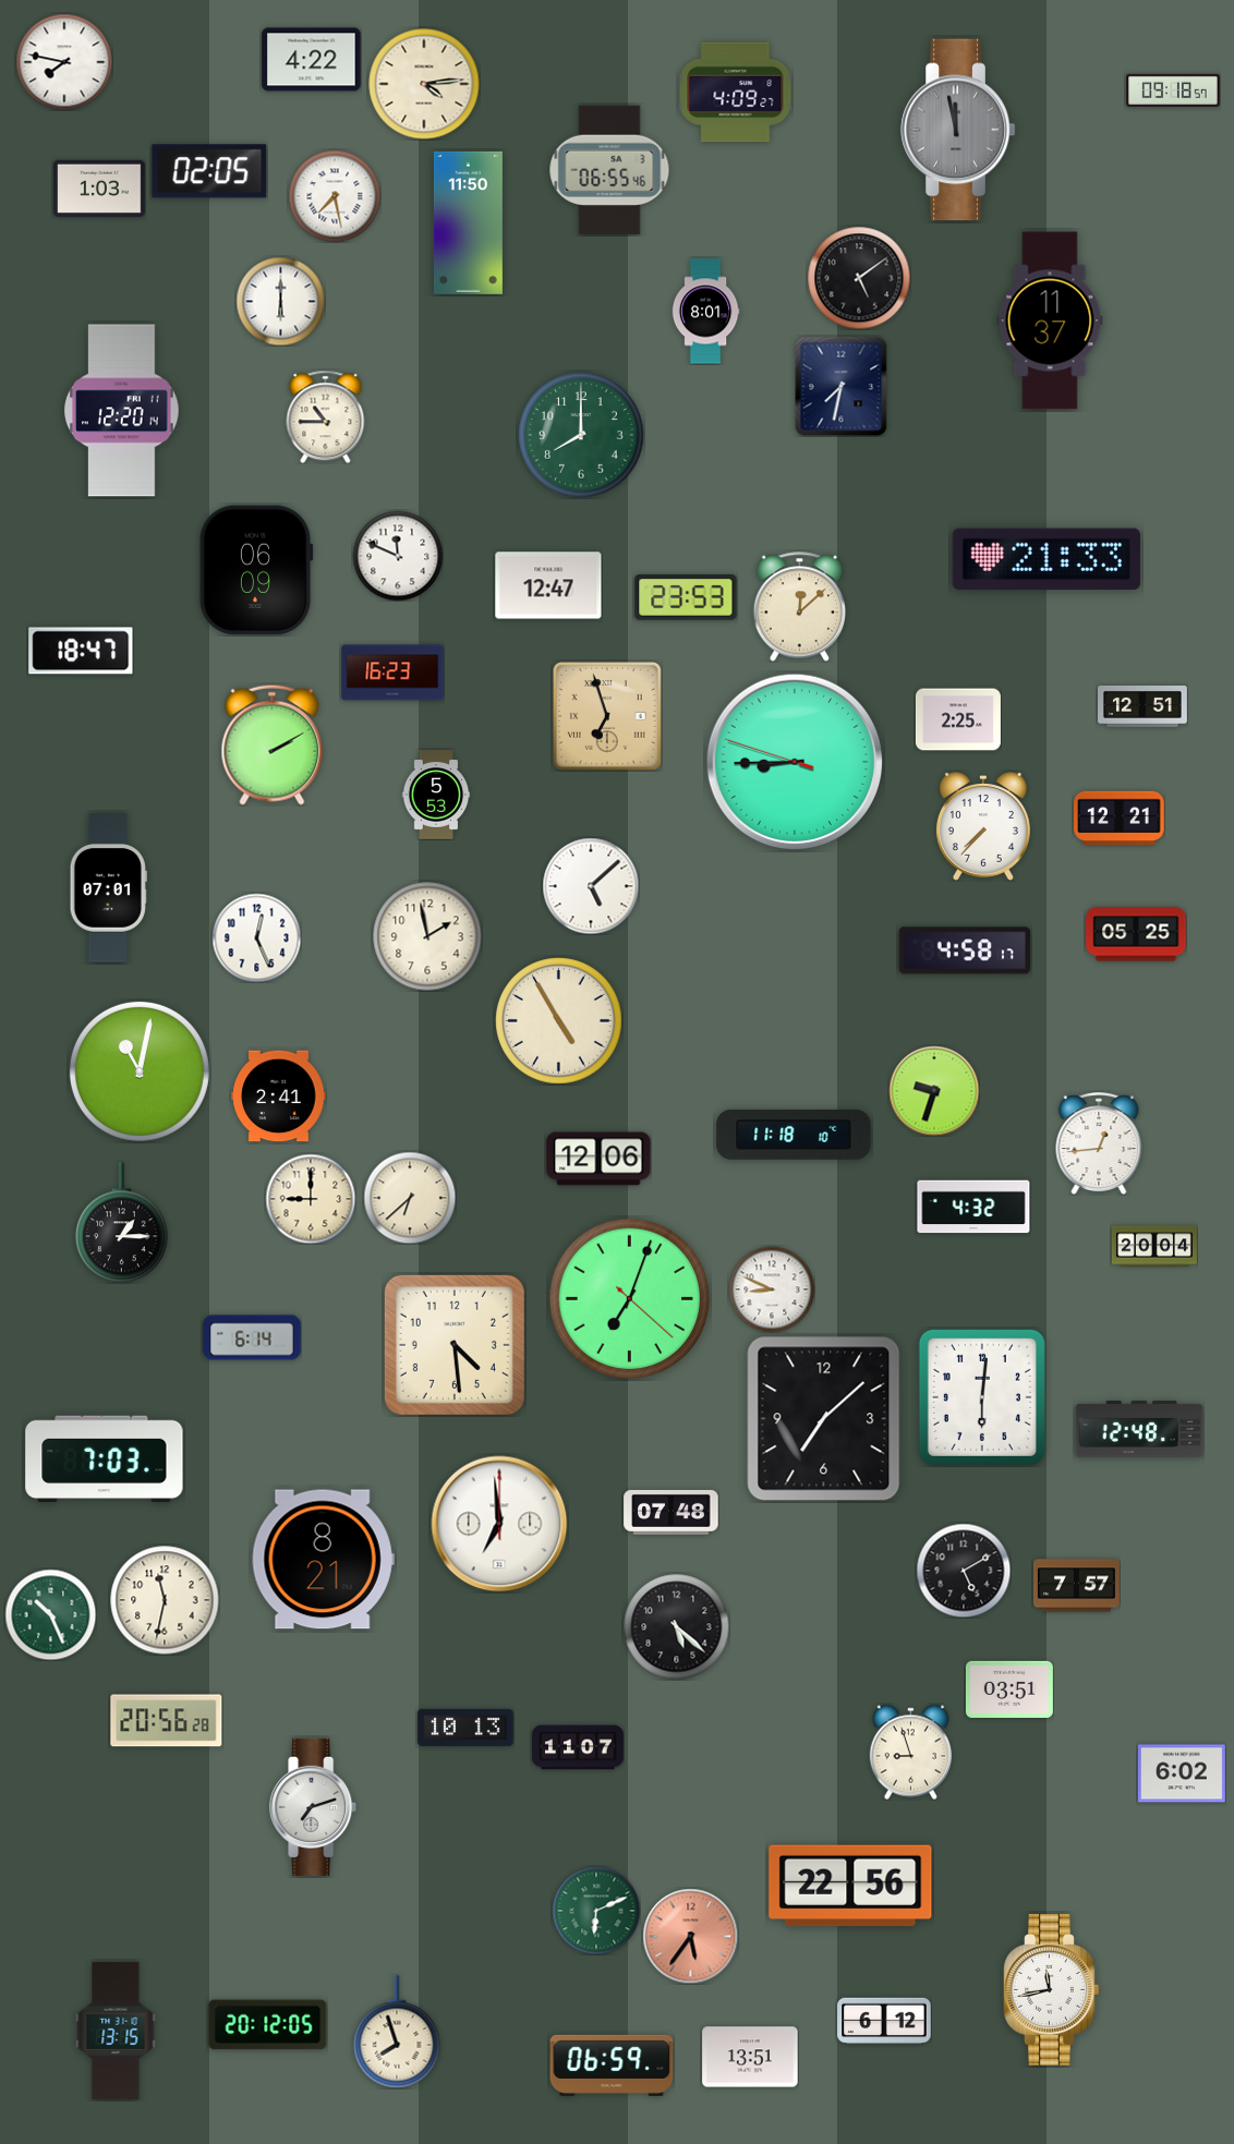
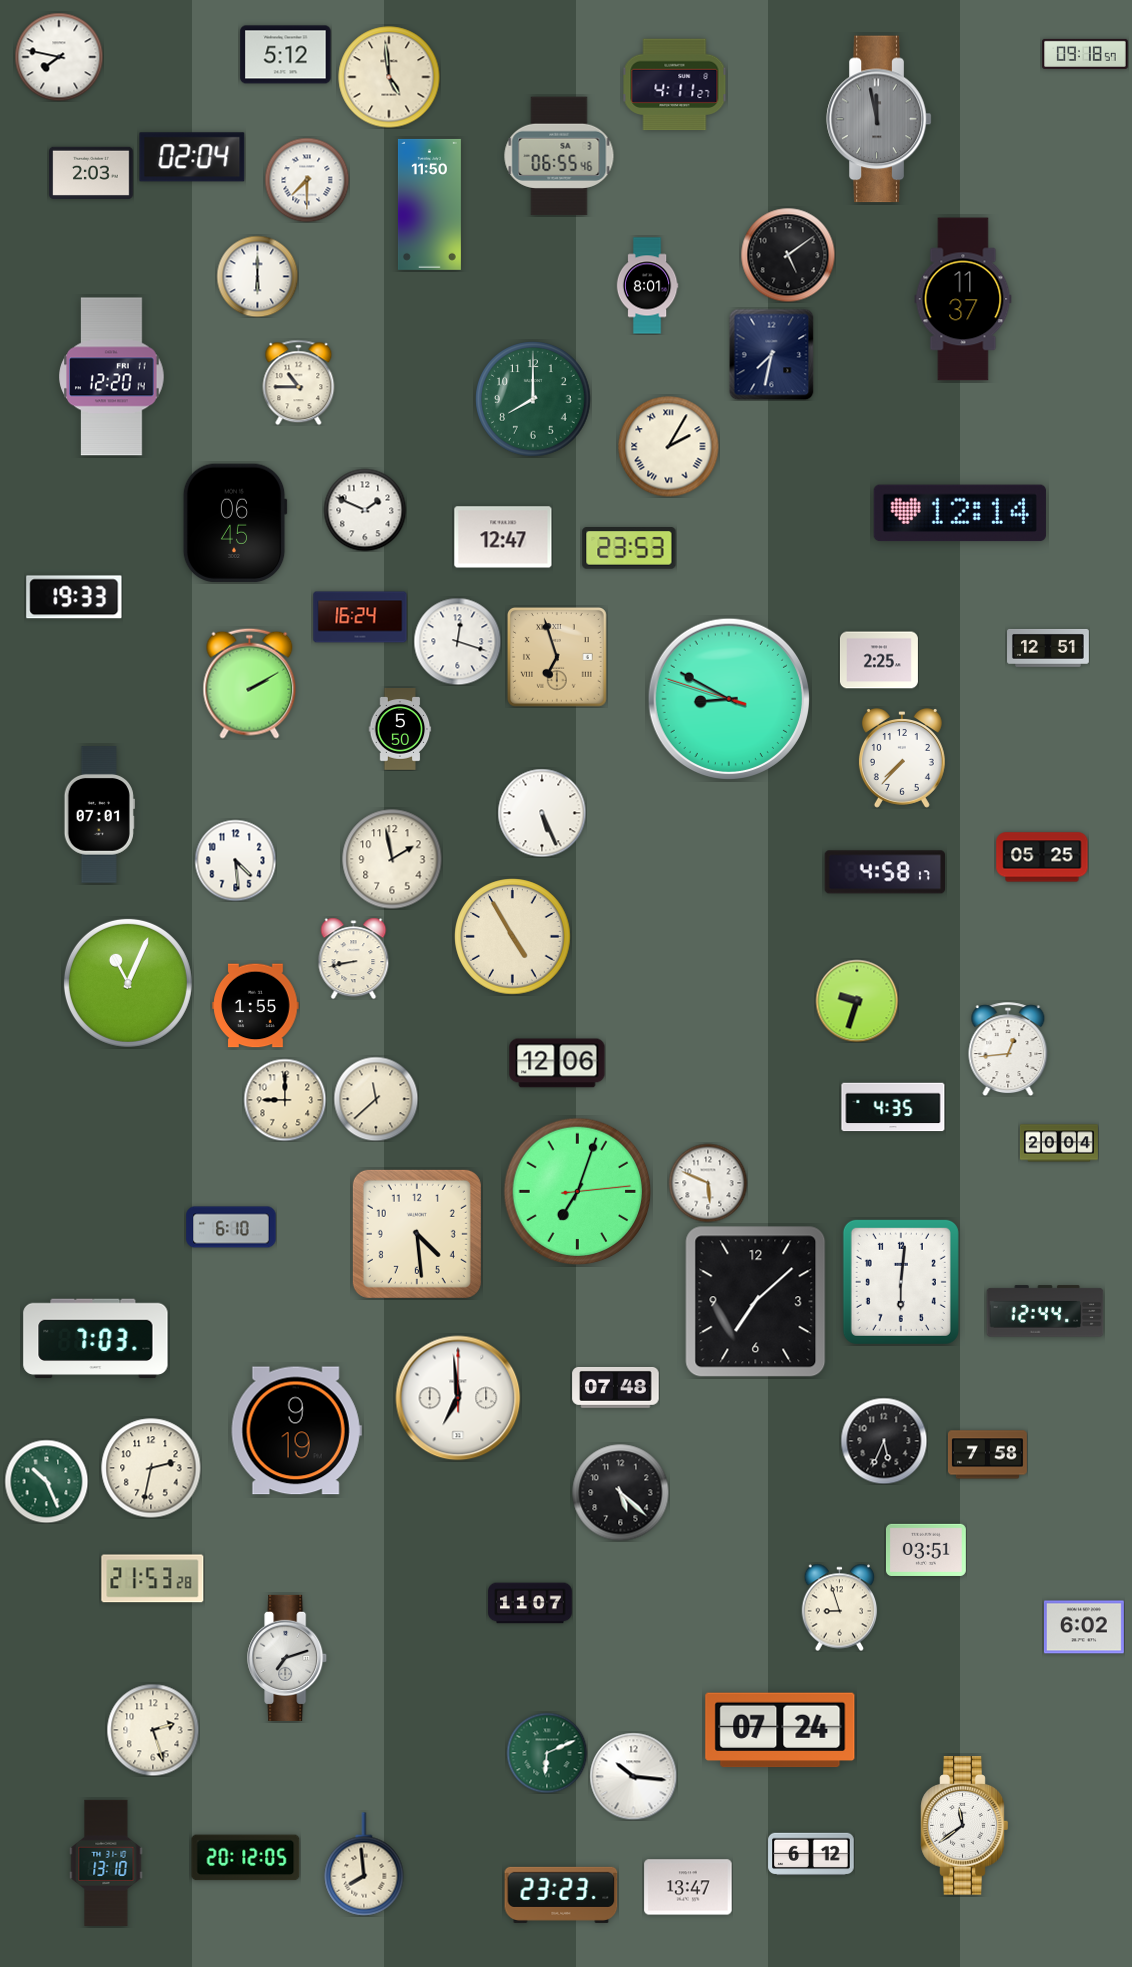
clock at (312, 60): 4:22 -> 5:12
clock at (424, 84): 4:14 -> 4:59
clock at (1173, 90) position: (1173, 90) -> (1085, 54)
clock at (736, 93): 4:09 -> 4:11
clock at (209, 171): 02:05 -> 02:04
clock at (99, 189): 1:03 -> 2:03
clock at (335, 196): 7:28 -> 7:30
clock at (1050, 320) position: (1050, 320) -> (963, 299)
clock at (669, 447): none -> 2:05
clock at (398, 556): 11:49 -> 1:49
clock at (1047, 559): 21:33 -> 12:14
clock at (256, 570): 06:09 -> 06:45
clock at (800, 607): 12:08 -> none
clock at (81, 651): 18:47 -> 19:33
clock at (392, 673): 16:23 -> 16:24
clock at (457, 641): none -> 12:18
clock at (794, 761): 8:44 -> 8:49
clock at (436, 796): 5:53 -> 5:50
clock at (1120, 819): 12:21 -> none
clock at (591, 886): 5:08 -> 5:26
clock at (256, 937): 12:26 -> 4:29
clock at (354, 958): none -> 8:43
clock at (140, 1071): 11:02 -> 11:04
clock at (279, 1097): 2:41 -> 1:55
clock at (794, 1135): 11:18 -> none
clock at (598, 1159) position: (598, 1159) -> (557, 1063)
clock at (410, 1198): 6:38 -> 11:38
clock at (973, 1207): 4:32 -> 4:35
clock at (122, 1223): 1:15 -> none
clock at (772, 1289): 8:49 -> 5:49
clock at (630, 1299): 7:03:22 -> 7:03:14
clock at (252, 1337): 6:14 -> 6:10
clock at (1139, 1429): 12:48 -> 12:44
clock at (323, 1560): 8:21 -> 9:19
clock at (964, 1571): 5:10 -> 5:34
clock at (1076, 1586): 7:57 -> 7:58
clock at (165, 1600): 11:32 -> 2:32
clock at (167, 1721): 20:56 -> 21:53
clock at (465, 1728): 10:13 -> none
clock at (911, 1752) position: (911, 1752) -> (840, 1607)
clock at (153, 1730): none -> 2:27
clock at (850, 1886): 22:56 -> 07:24
clock at (690, 1936): 5:36 -> 10:16
clock at (690, 1936) dial: salmon -> white
clock at (1052, 1990): 11:43 -> 11:39
clock at (116, 2031): 13:15 -> 13:10
clock at (397, 2032): 7:57 -> 7:59
clock at (750, 2057): 13:51 -> 13:47
clock at (612, 2066): 06:59 -> 23:23
